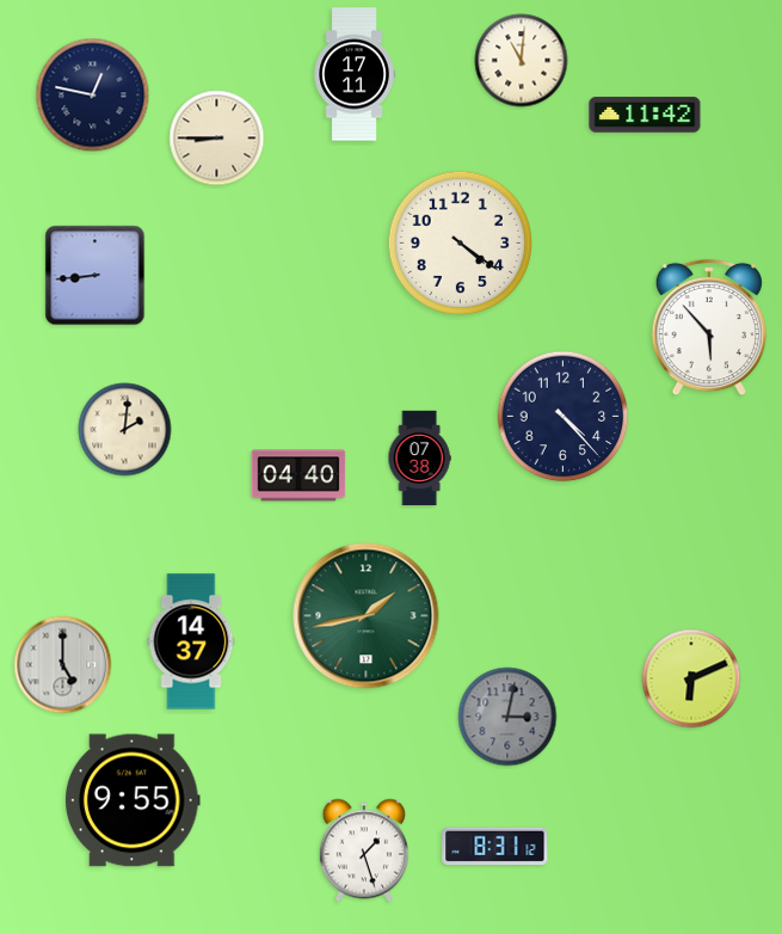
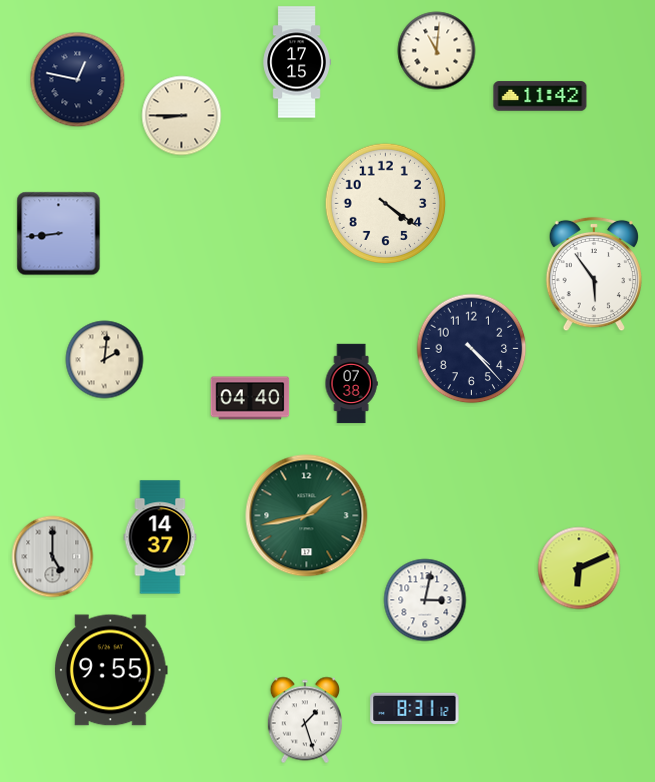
clock at (355, 74): 17:11 -> 17:15
clock at (96, 276) position: (96, 276) -> (59, 234)
clock at (709, 327): 5:53 -> 5:54
clock at (507, 717) dial: grey -> white
clock at (364, 850) position: (364, 850) -> (305, 720)
